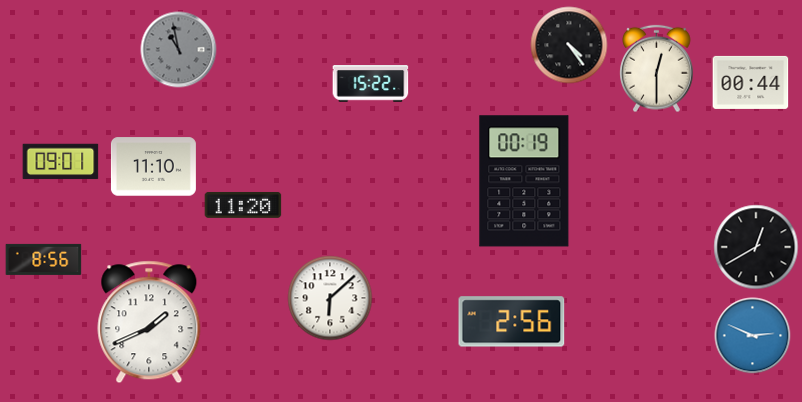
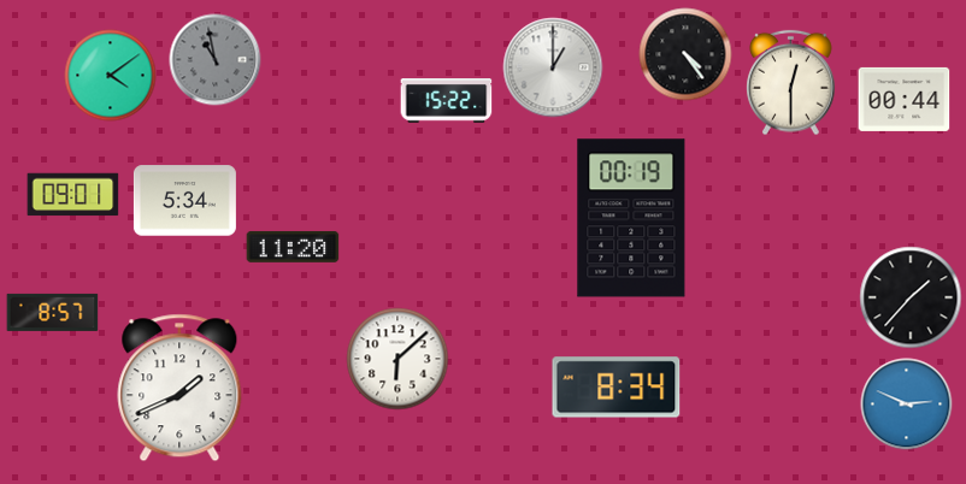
clock at (553, 67): none -> 1:00
clock at (111, 76): none -> 4:09
clock at (153, 167): 11:10 -> 5:34
clock at (756, 247): 12:40 -> 1:37
clock at (44, 259): 8:56 -> 8:57
clock at (512, 322): 2:56 -> 8:34
